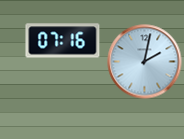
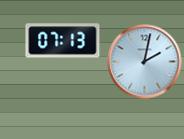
clock at (63, 41): 07:16 -> 07:13
